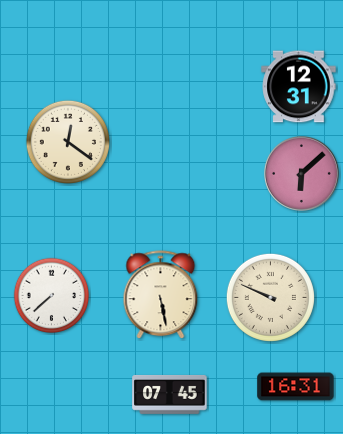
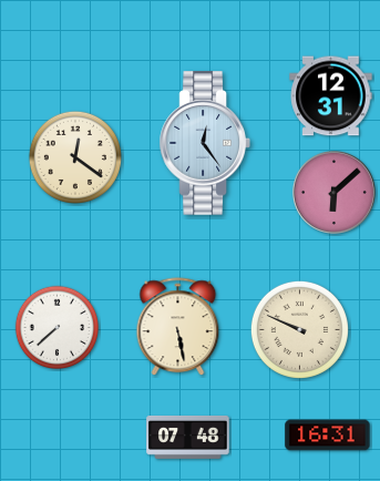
clock at (205, 143): none -> 12:24
clock at (296, 387) position: (296, 387) -> (328, 436)
clock at (170, 394): 07:45 -> 07:48
